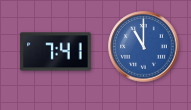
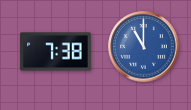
clock at (56, 52): 7:41 -> 7:38
